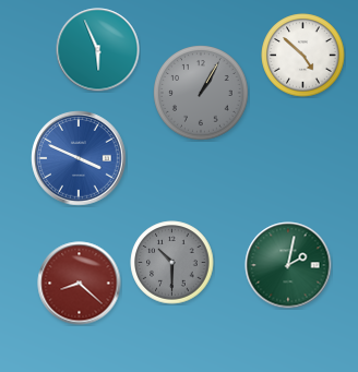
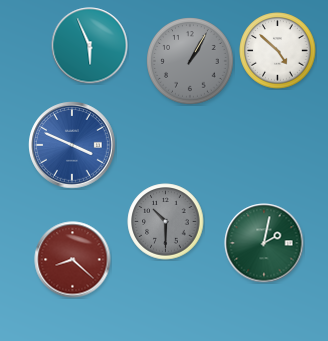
clock at (201, 93) position: (201, 93) -> (190, 61)
clock at (172, 263) position: (172, 263) -> (166, 222)
